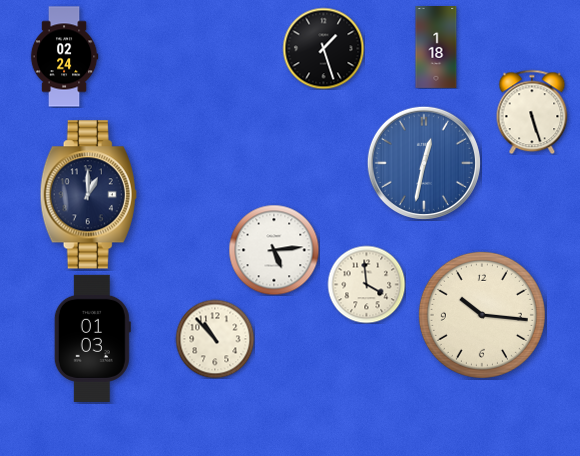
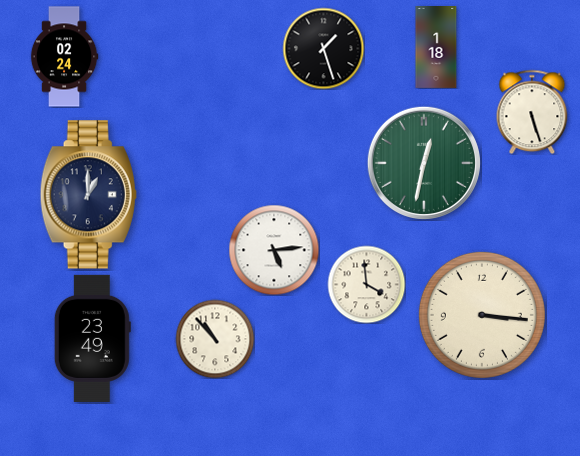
clock at (424, 163) dial: blue -> green
clock at (482, 315): 10:16 -> 3:16
clock at (92, 338): 01:03 -> 23:49
